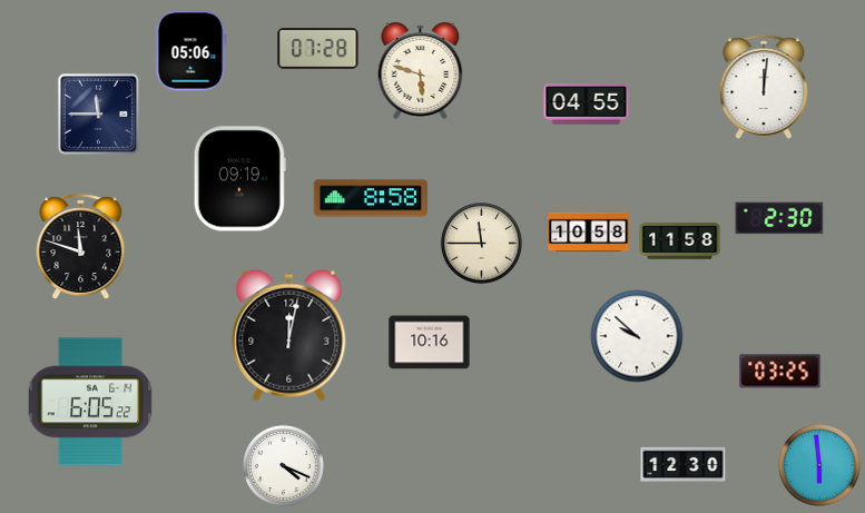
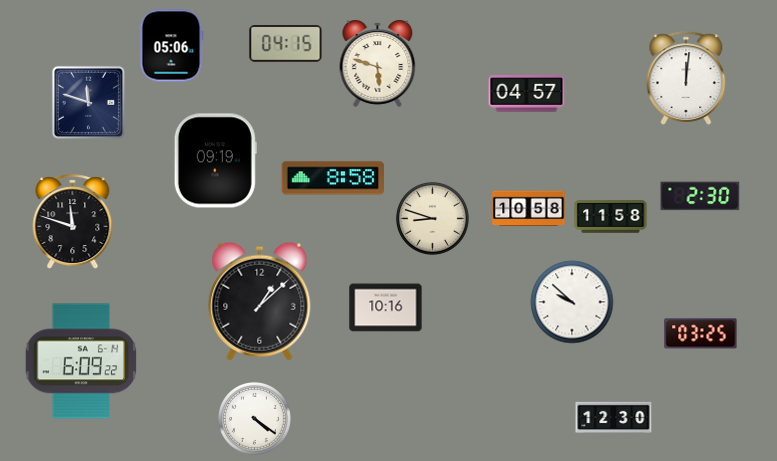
clock at (318, 49): 07:28 -> 04:15
clock at (587, 105): 04:55 -> 04:57
clock at (98, 114): 11:45 -> 11:48
clock at (482, 244): 11:45 -> 8:48
clock at (289, 335): 12:02 -> 1:08
clock at (90, 402): 6:05 -> 6:09
clock at (284, 466): 4:19 -> 4:21
clock at (820, 466): 5:59 -> none
